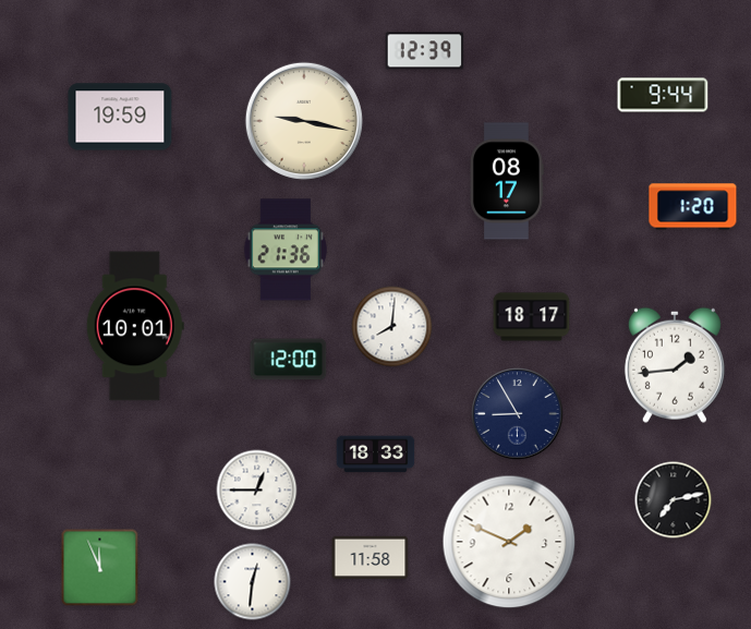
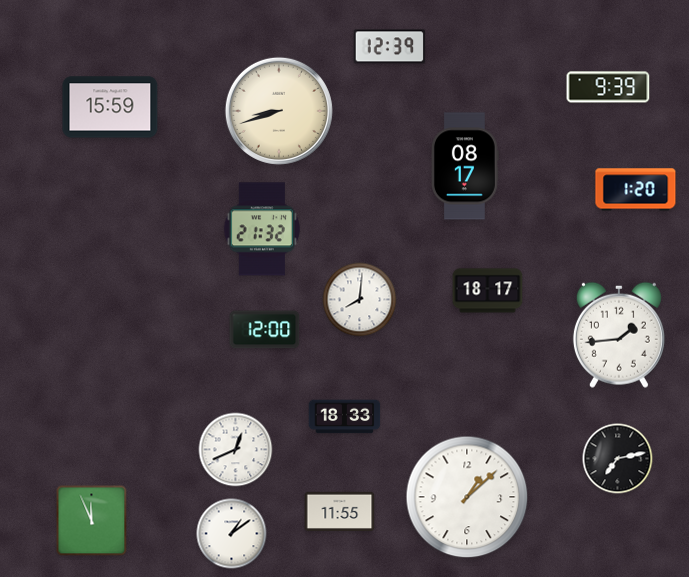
clock at (663, 95): 9:44 -> 9:39
clock at (120, 117): 19:59 -> 15:59
clock at (304, 121): 9:17 -> 8:42
clock at (286, 250): 21:36 -> 21:32
clock at (135, 326): 10:01 -> none
clock at (518, 414): 8:55 -> none
clock at (257, 491): 12:45 -> 12:41
clock at (509, 542): 1:49 -> 1:08
clock at (371, 557): 11:58 -> 11:55
clock at (253, 582): 12:31 -> 1:09
